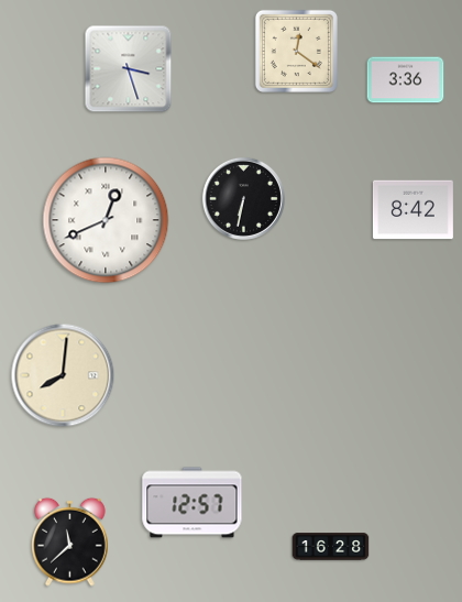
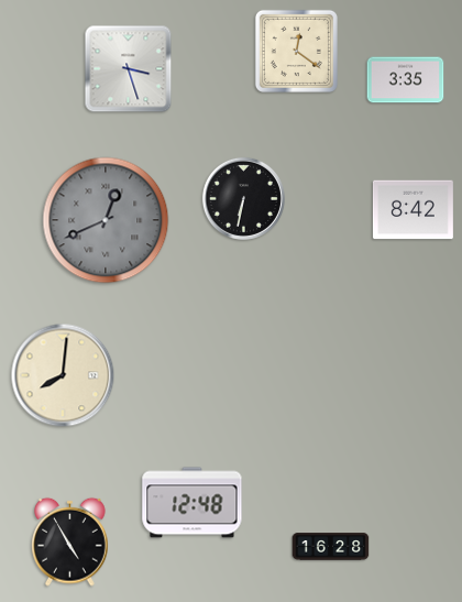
clock at (406, 80): 3:36 -> 3:35
clock at (106, 220) dial: white -> grey
clock at (193, 503): 12:57 -> 12:48
clock at (70, 541): 11:38 -> 4:55
